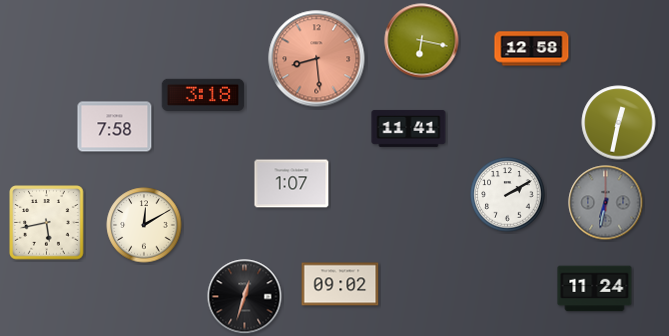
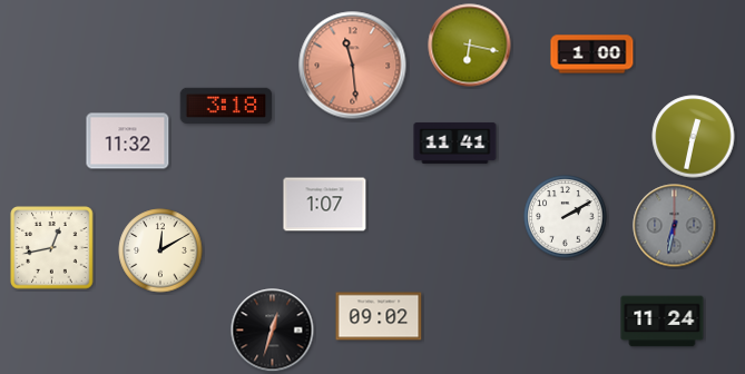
clock at (532, 49): 12:58 -> 1:00
clock at (317, 59): 8:29 -> 11:29
clock at (619, 123) position: (619, 123) -> (694, 137)
clock at (115, 127): 7:58 -> 11:32
clock at (47, 223): 5:43 -> 12:43
